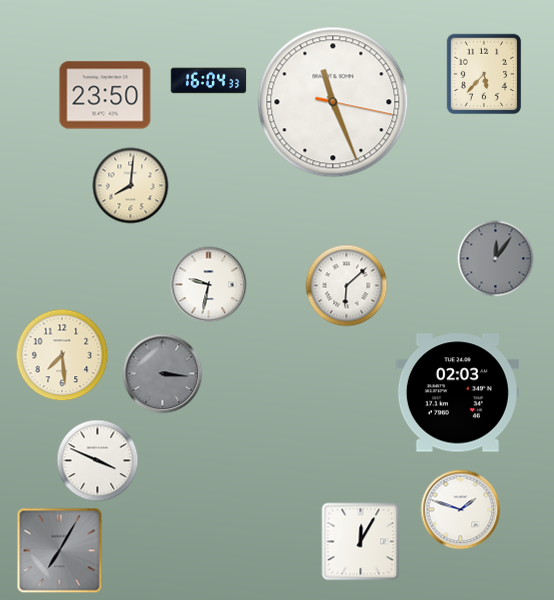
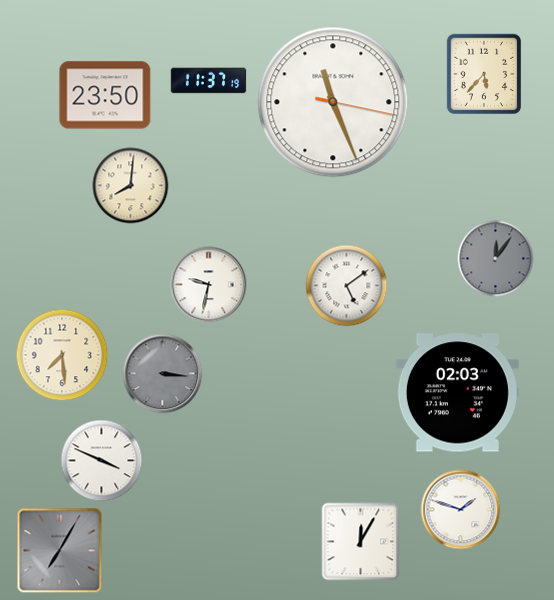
clock at (209, 81): 16:04 -> 11:37
clock at (347, 286): 6:08 -> 5:09
clock at (98, 461) position: (98, 461) -> (102, 461)
